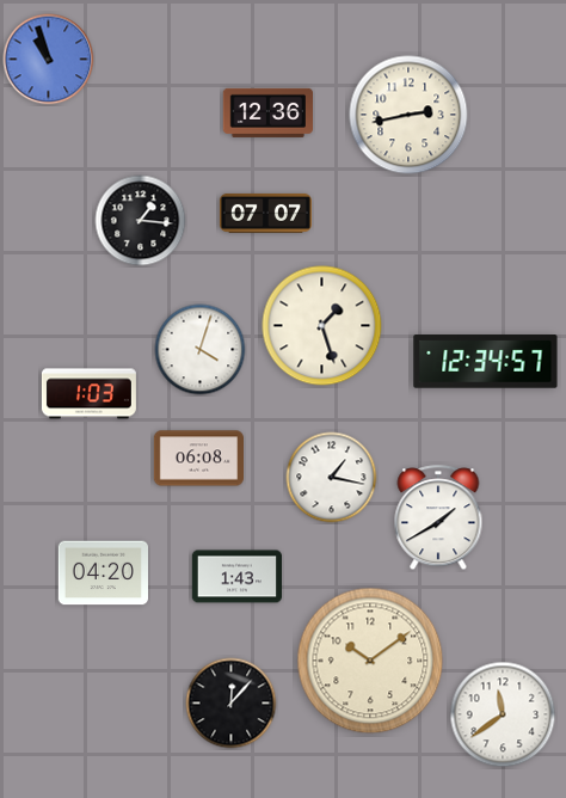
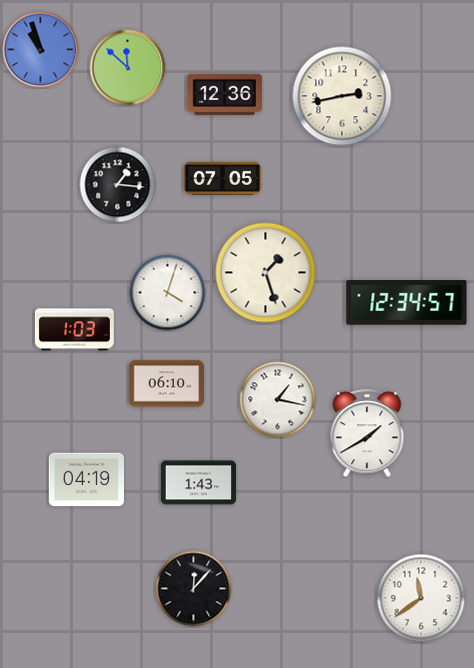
clock at (128, 68): none -> 11:52
clock at (265, 213): 07:07 -> 07:05
clock at (322, 326) position: (322, 326) -> (266, 273)
clock at (198, 459): 06:08 -> 06:10
clock at (103, 573): 04:20 -> 04:19
clock at (370, 661): 10:09 -> none
